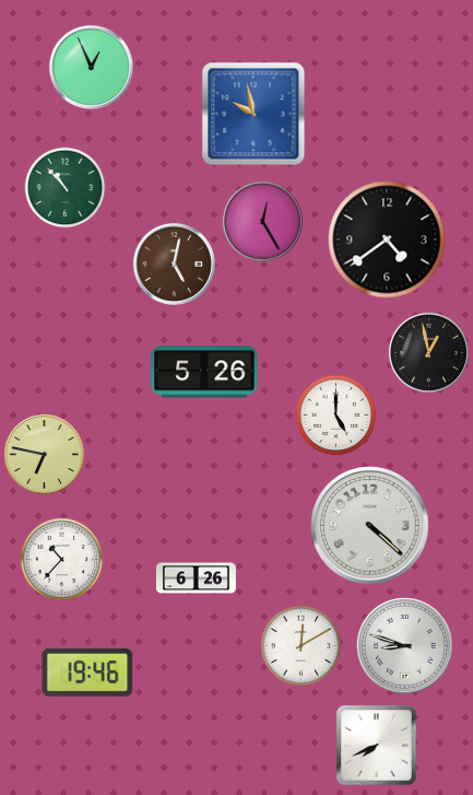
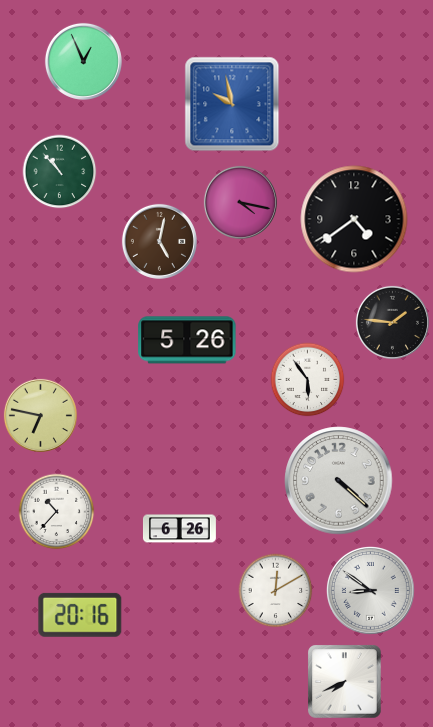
clock at (262, 221): 12:25 -> 4:17
clock at (428, 352): 12:58 -> 1:46
clock at (336, 416): 5:00 -> 5:54
clock at (404, 645): 8:48 -> 8:51
clock at (87, 673): 19:46 -> 20:16
